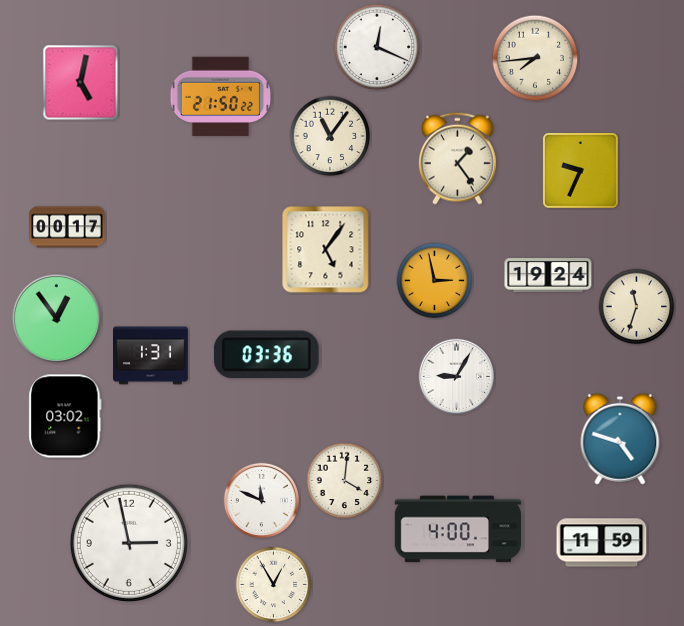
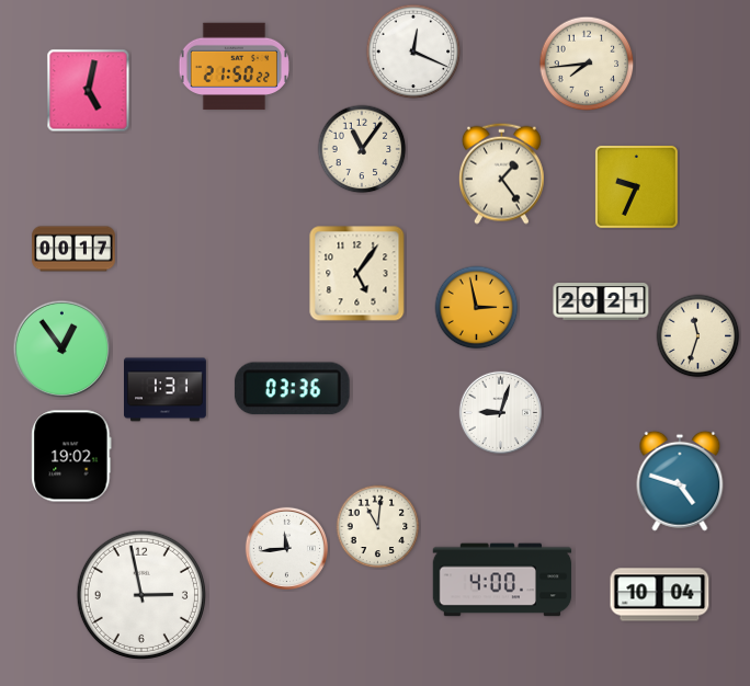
clock at (220, 97) position: (220, 97) -> (234, 67)
clock at (548, 276): 19:24 -> 20:21
clock at (456, 376): 9:05 -> 9:03
clock at (65, 416): 03:02 -> 19:02
clock at (345, 481): 4:01 -> 11:01
clock at (261, 500): 11:49 -> 11:44
clock at (602, 543): 11:59 -> 10:04
clock at (274, 585): 12:55 -> none
